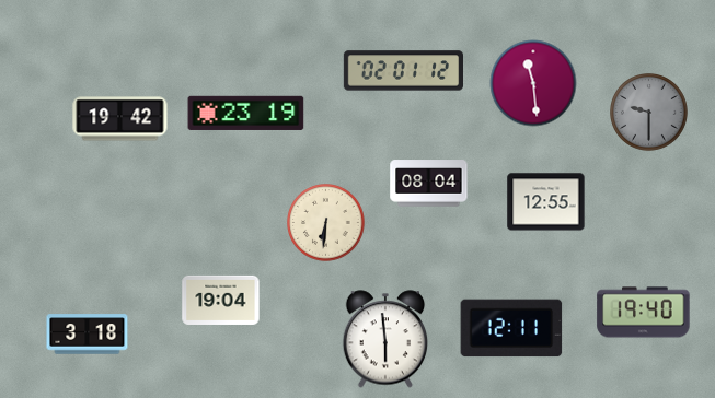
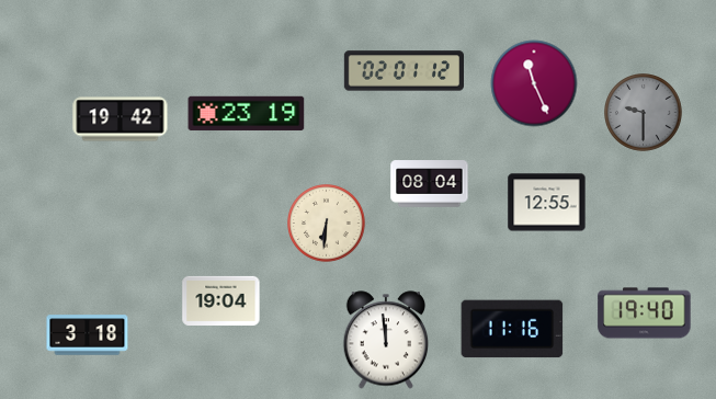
clock at (533, 83): 11:29 -> 11:26
clock at (649, 113) position: (649, 113) -> (644, 113)
clock at (511, 328): 12:11 -> 11:16
clock at (385, 339): 5:59 -> 11:59
